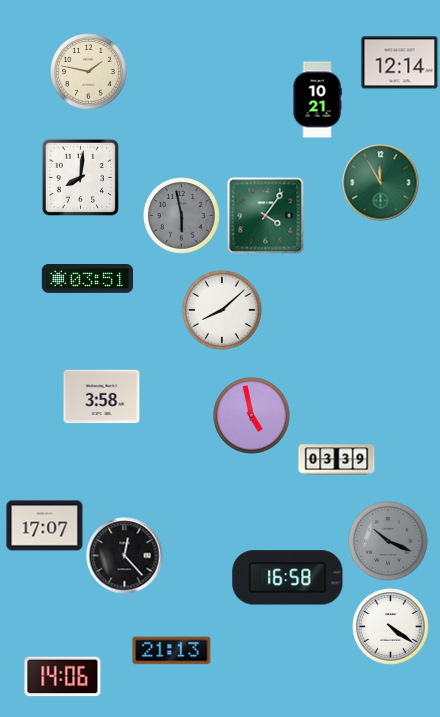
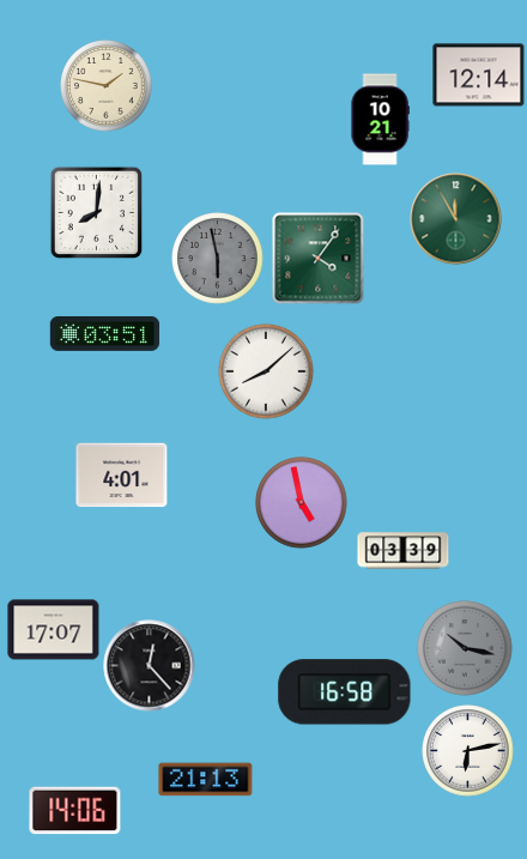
clock at (102, 397): 3:58 -> 4:01
clock at (252, 416) position: (252, 416) -> (302, 503)
clock at (388, 541): 10:19 -> 10:17
clock at (391, 627): 4:21 -> 6:13
